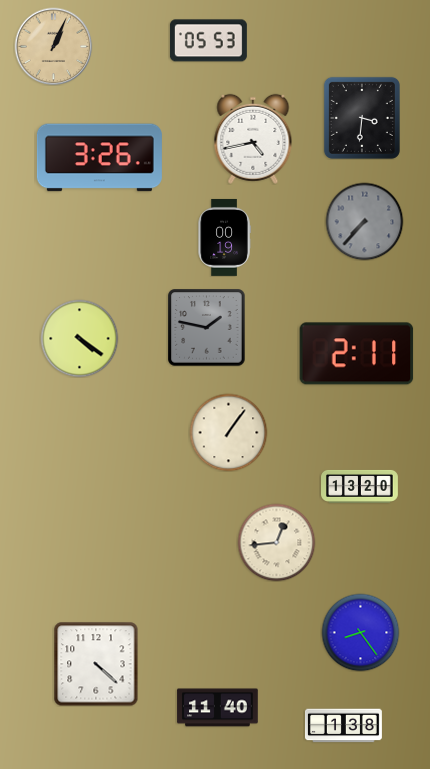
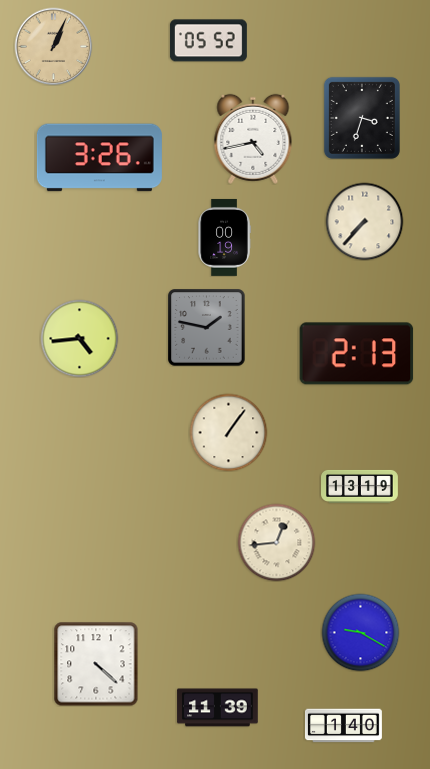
clock at (208, 41): 05:53 -> 05:52
clock at (362, 118): 3:31 -> 3:33
clock at (364, 221) dial: grey -> cream
clock at (79, 338): 4:21 -> 4:44
clock at (357, 354): 2:11 -> 2:13
clock at (360, 486): 13:20 -> 13:19
clock at (360, 632): 8:24 -> 9:20
clock at (218, 708): 11:40 -> 11:39
clock at (343, 726): 1:38 -> 1:40
